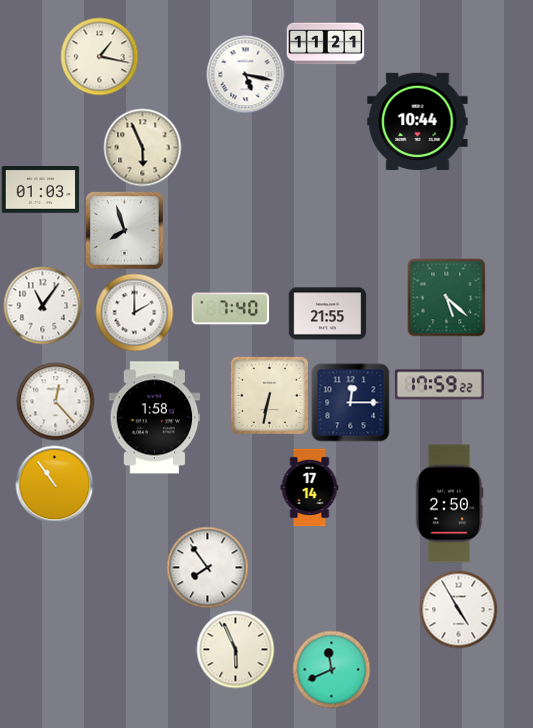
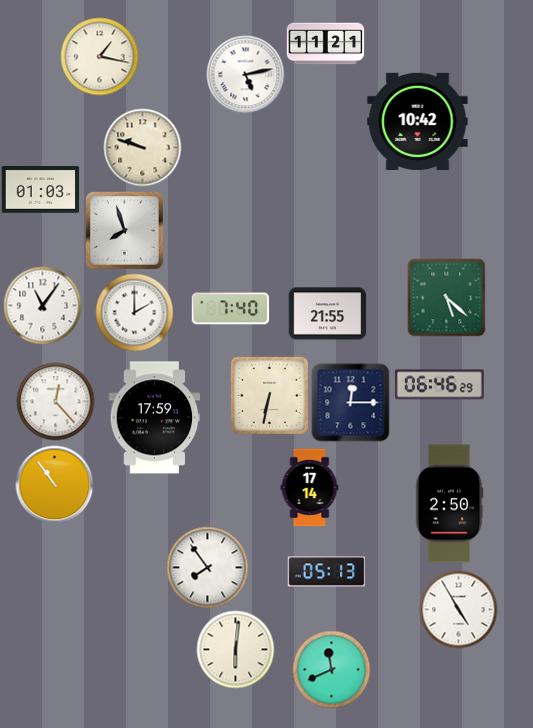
clock at (245, 74): 5:17 -> 5:13
clock at (418, 121): 10:44 -> 10:42
clock at (142, 147): 5:56 -> 9:48
clock at (439, 385): 17:59 -> 06:46
clock at (155, 418): 1:58 -> 17:59
clock at (326, 572): none -> 05:13
clock at (235, 649): 5:56 -> 6:01
